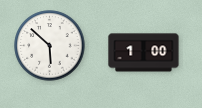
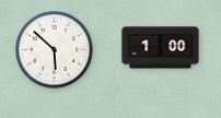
clock at (144, 53) position: (144, 53) -> (161, 48)
